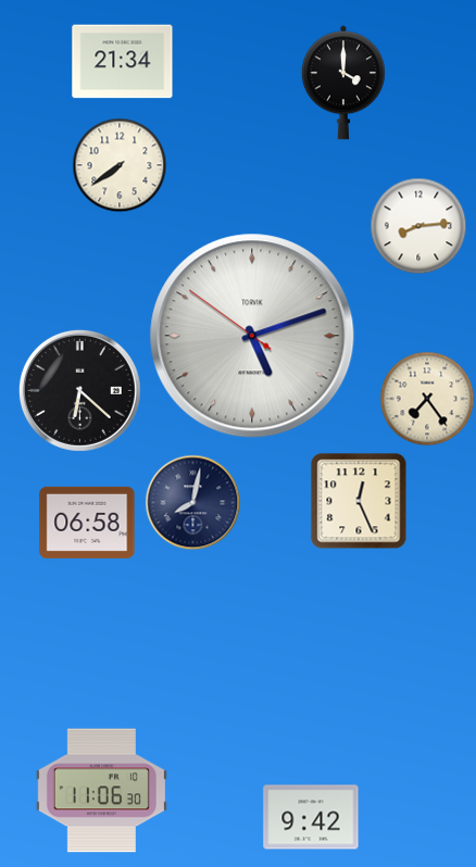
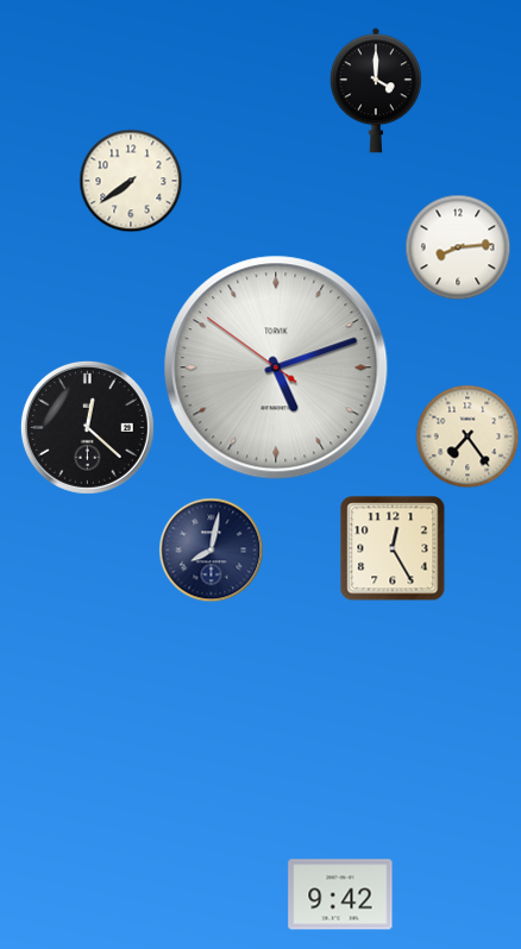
clock at (123, 62): 21:34 -> none
clock at (79, 390): 6:22 -> 12:22
clock at (359, 501): 12:26 -> 12:25
clock at (87, 523): 06:58 -> none
clock at (101, 791): 11:06 -> none
